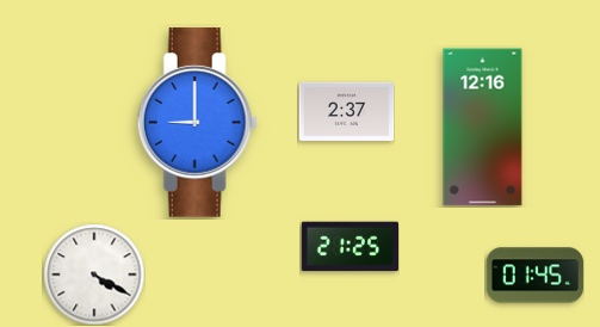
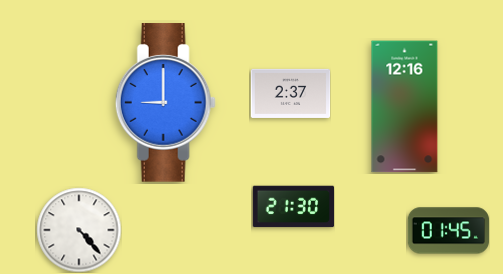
clock at (350, 247): 21:25 -> 21:30
clock at (94, 274): 4:20 -> 4:23
